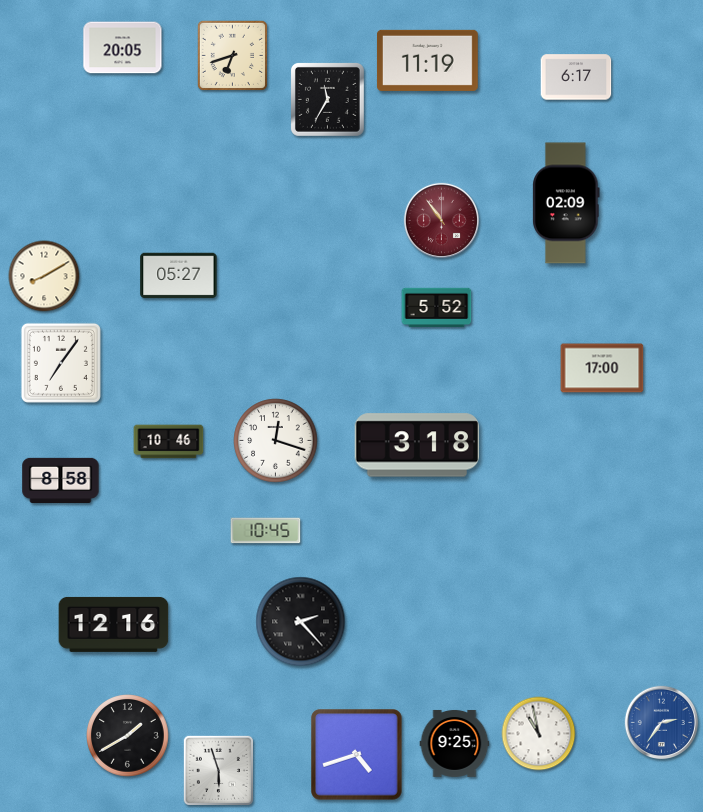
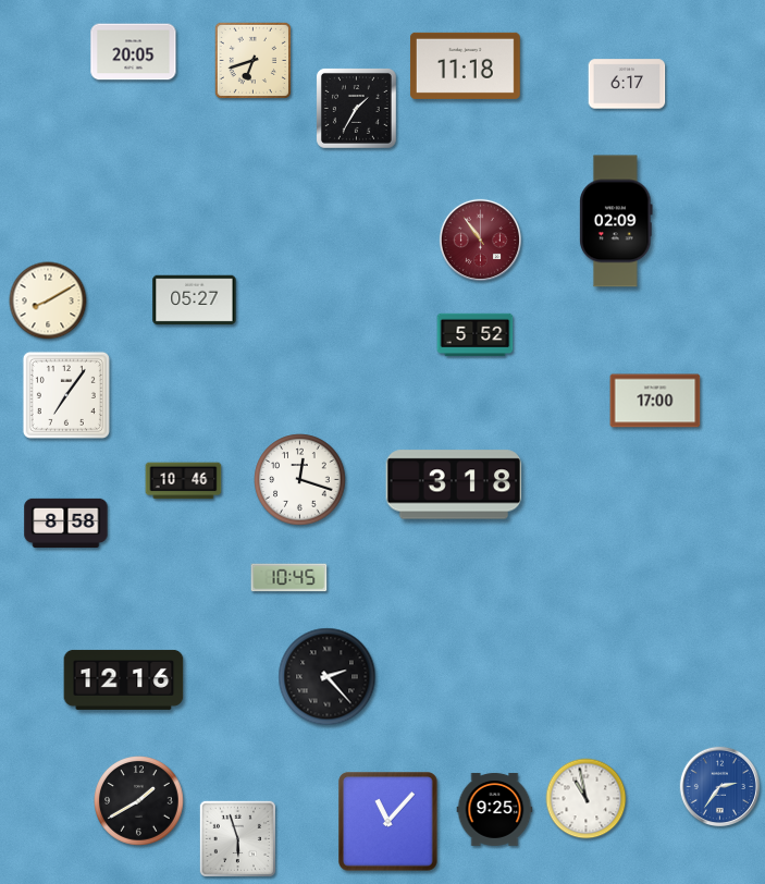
clock at (427, 60): 11:19 -> 11:18
clock at (327, 99): 11:35 -> 1:35
clock at (357, 755): 4:42 -> 11:07
